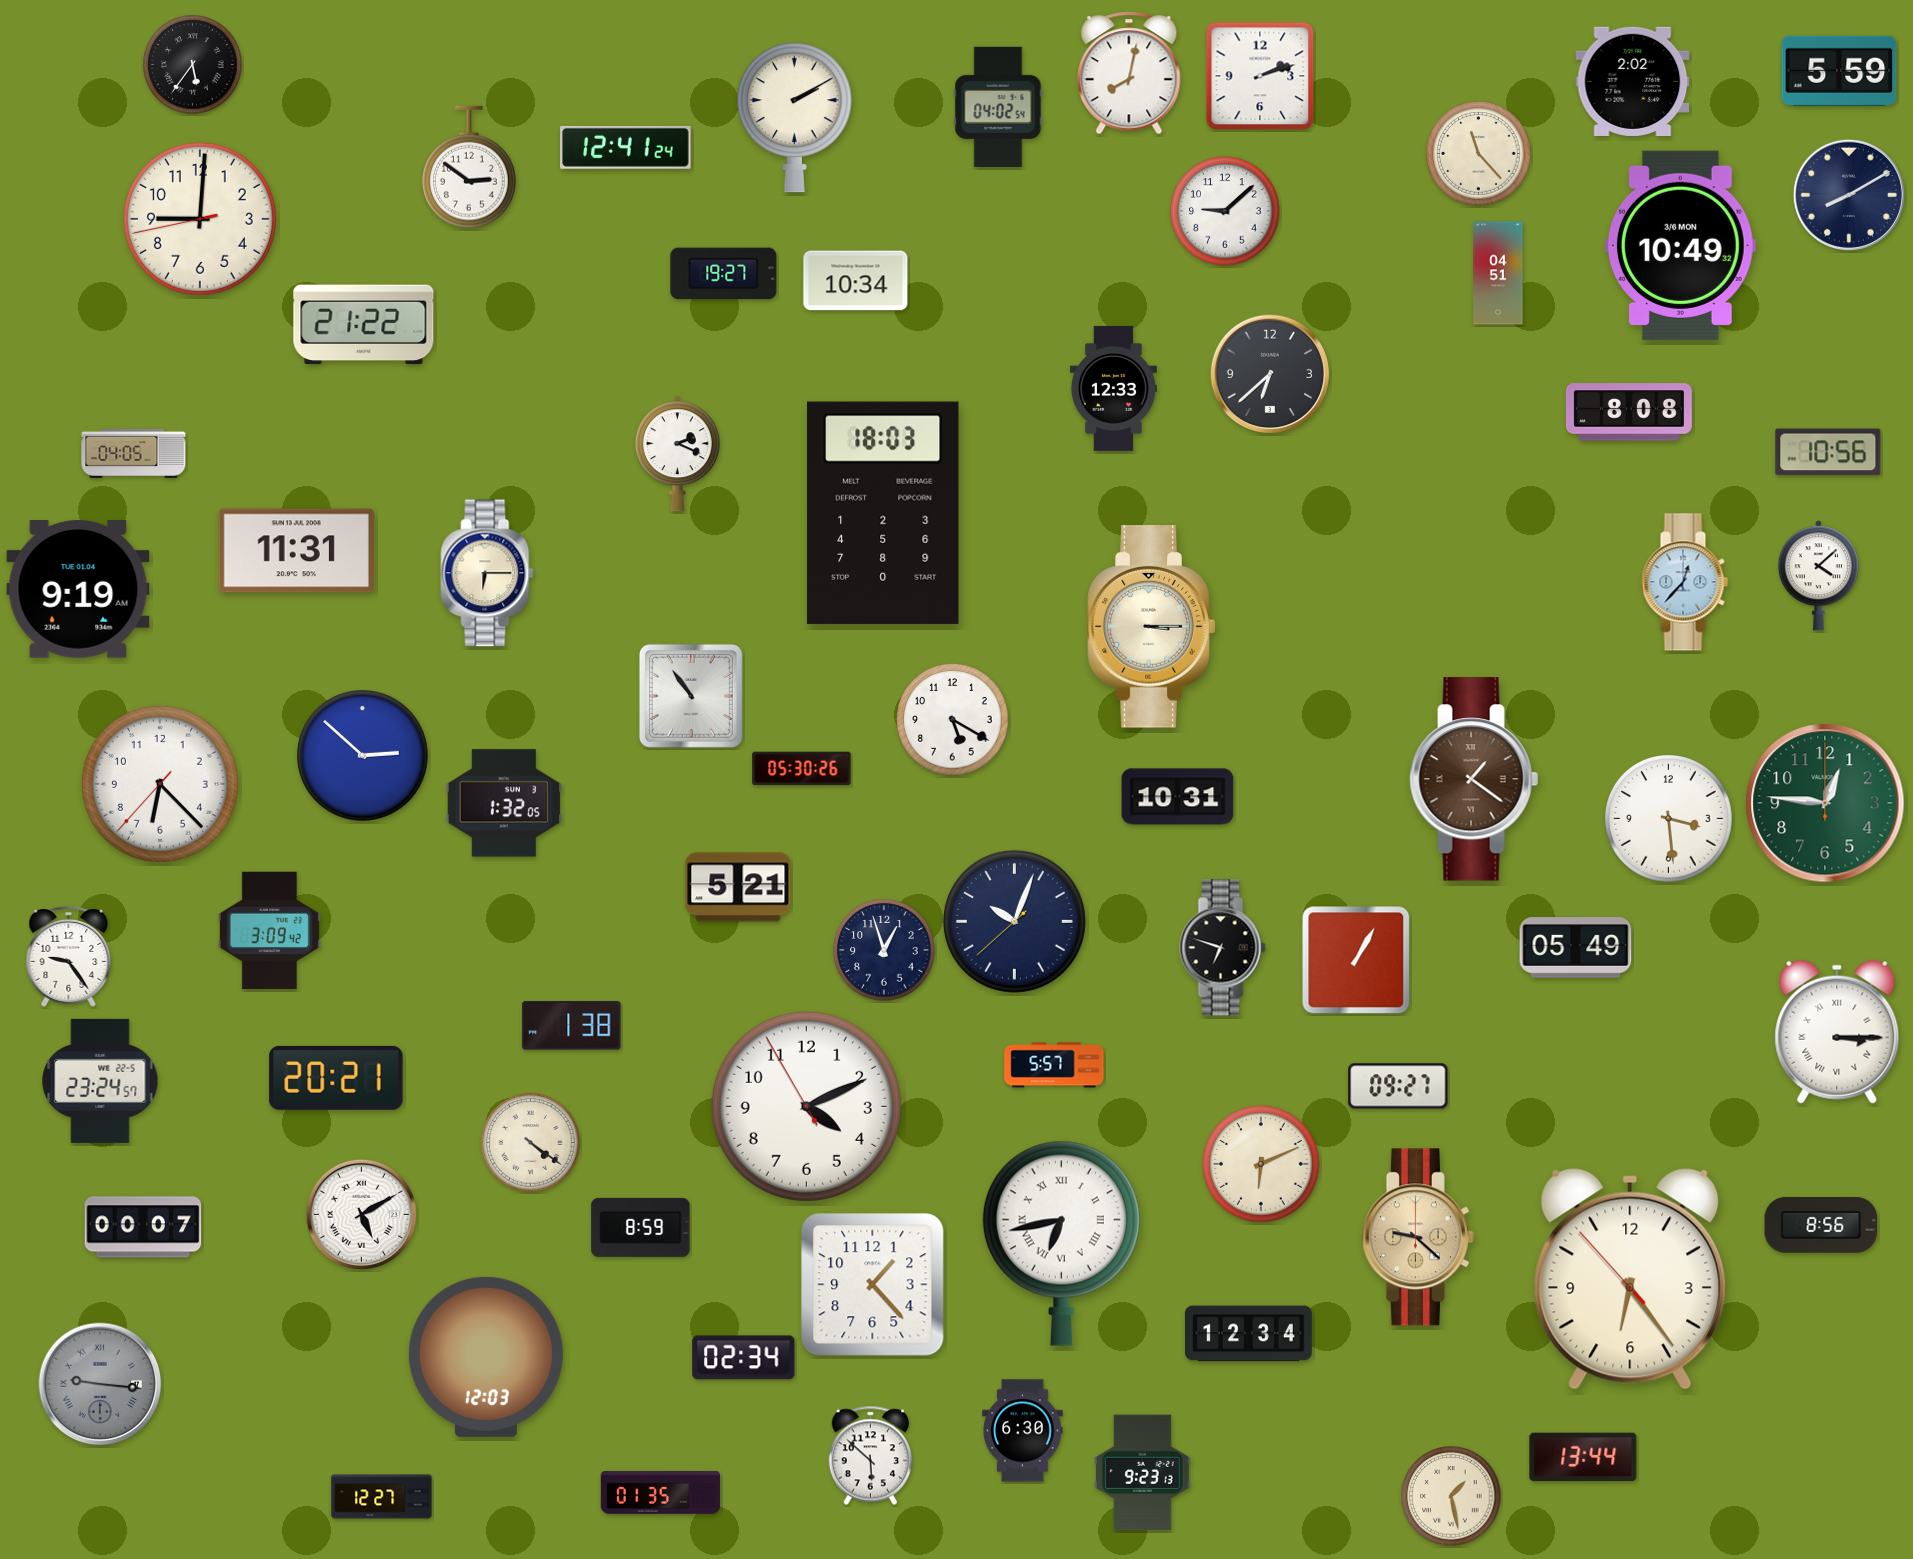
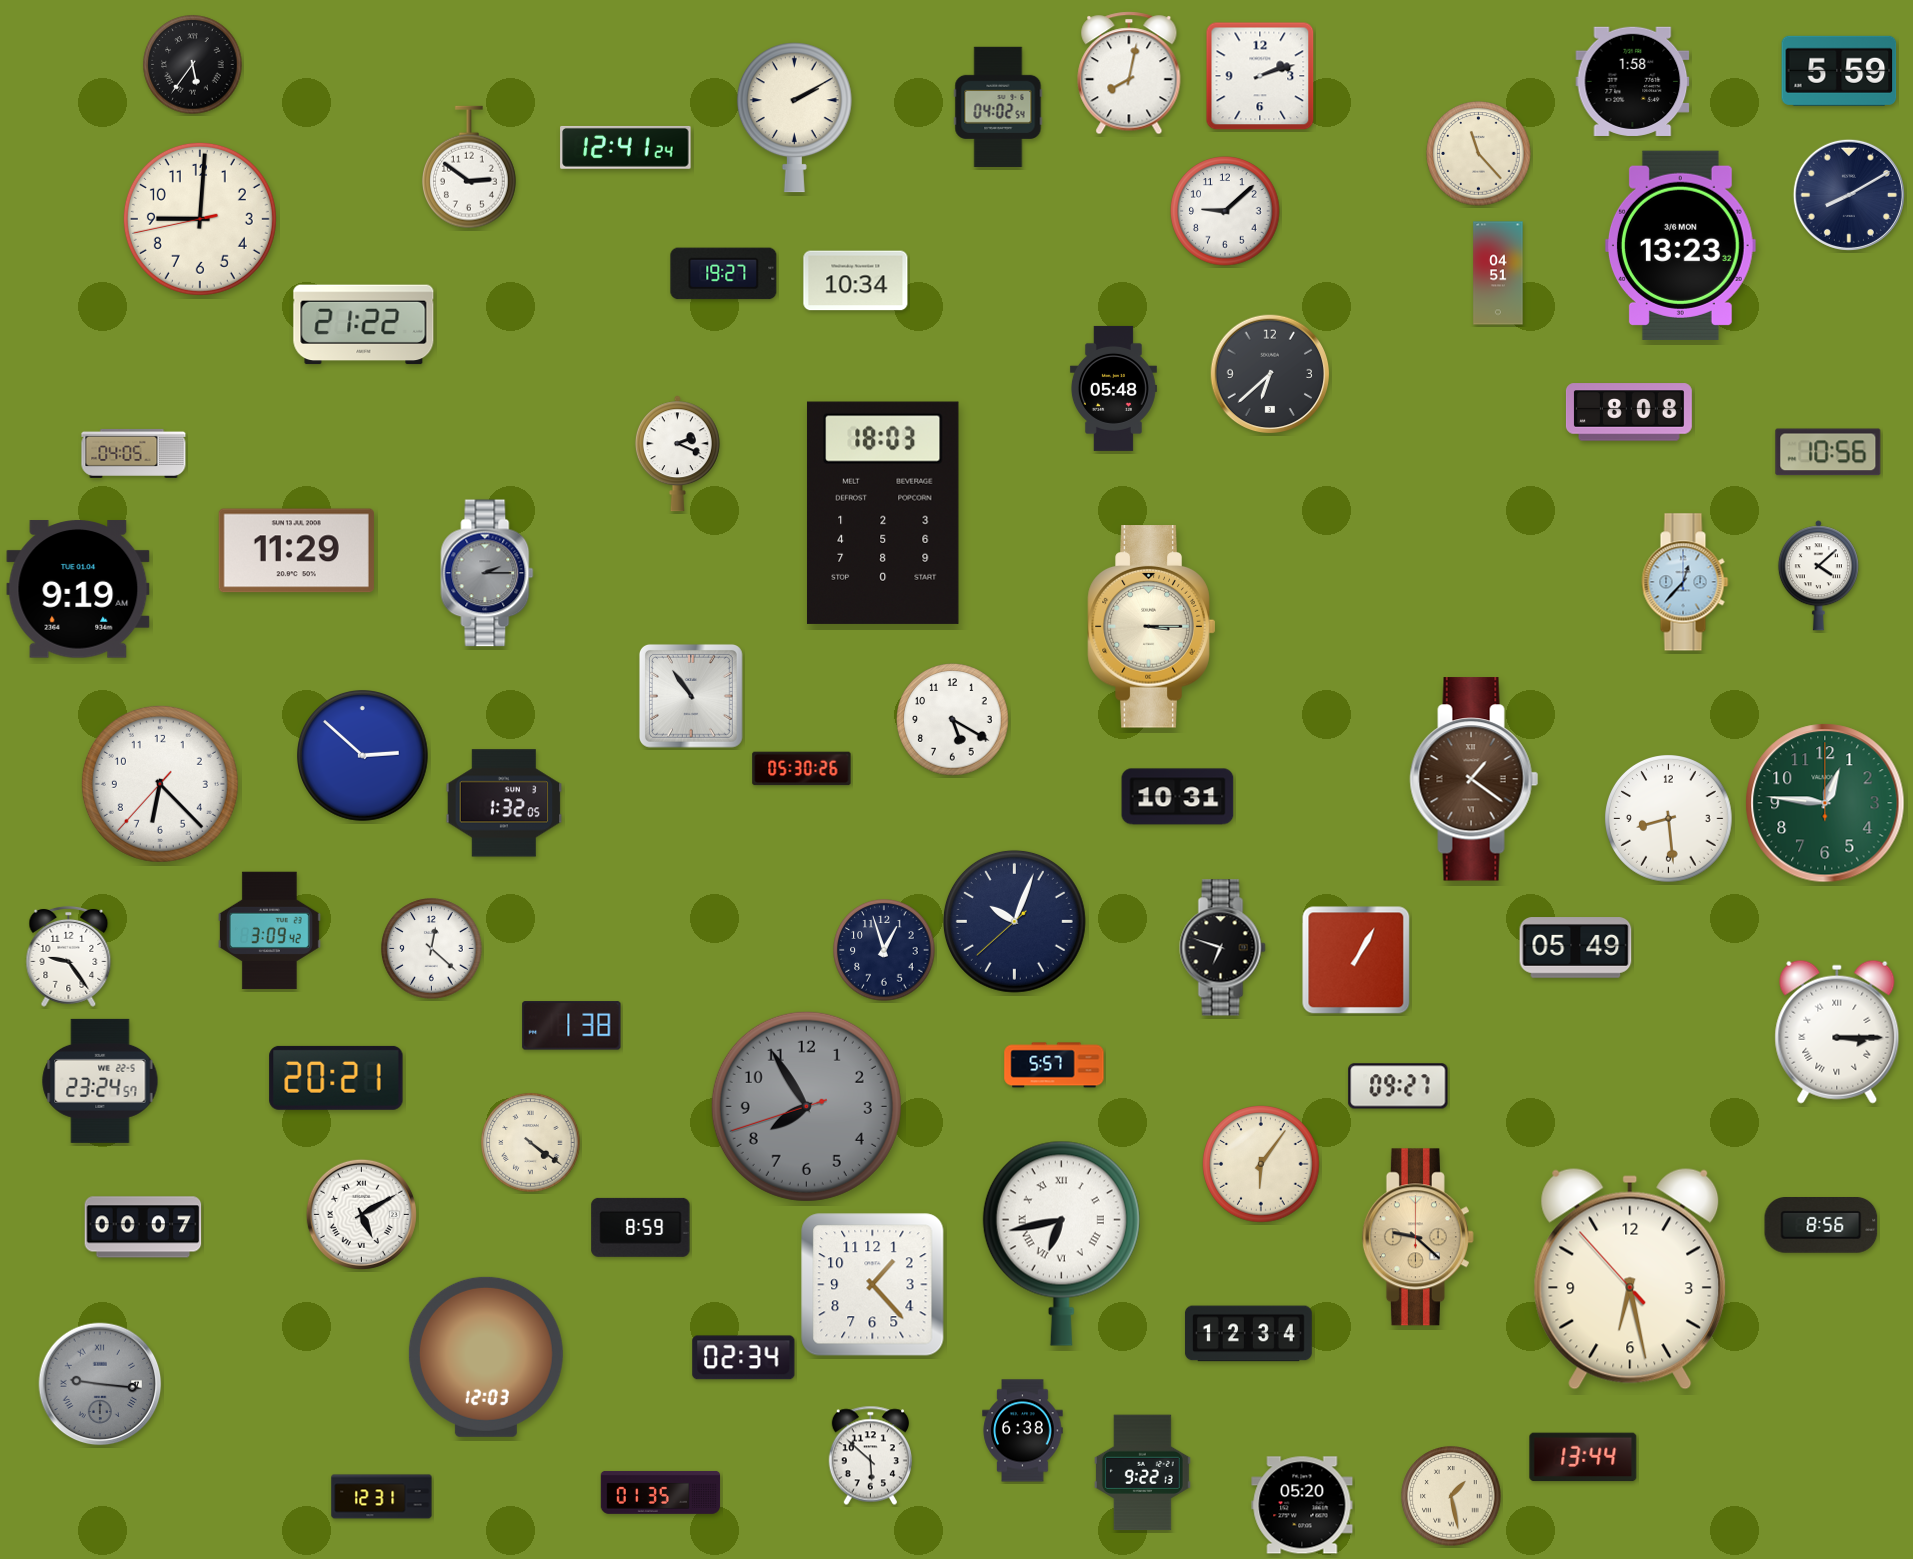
clock at (1633, 81): 2:02 -> 1:58
clock at (1680, 245): 10:49 -> 13:23
clock at (1113, 388): 12:33 -> 05:48
clock at (296, 551): 11:31 -> 11:29
clock at (487, 573): 6:15 -> 2:15
clock at (487, 573) dial: cream -> grey
clock at (1669, 819): 3:29 -> 8:29
clock at (738, 887): 5:21 -> none
clock at (432, 949): none -> 12:22
clock at (806, 1106): 4:10 -> 7:54
clock at (806, 1106) dial: white -> grey
clock at (1261, 1164): 6:11 -> 6:06
clock at (1630, 1279): 6:23 -> 6:27
clock at (1023, 1431): 6:30 -> 6:38
clock at (1143, 1473): 9:23 -> 9:22
clock at (382, 1497): 12:27 -> 12:31
clock at (1302, 1505): none -> 05:20
